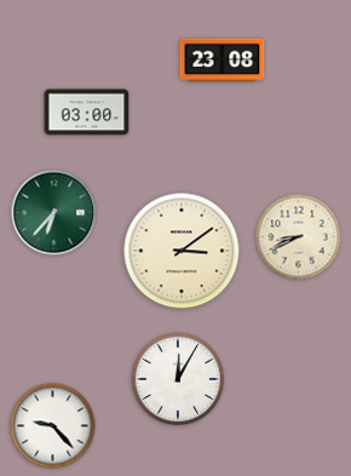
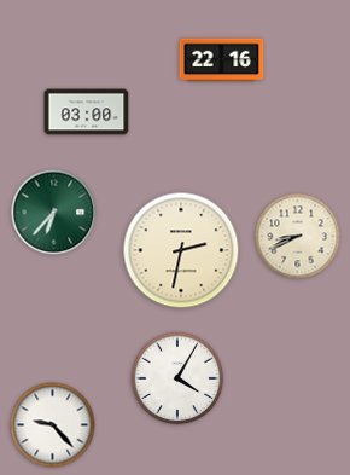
clock at (223, 61): 23:08 -> 22:16
clock at (182, 251): 3:09 -> 2:32
clock at (178, 379): 12:05 -> 4:05
